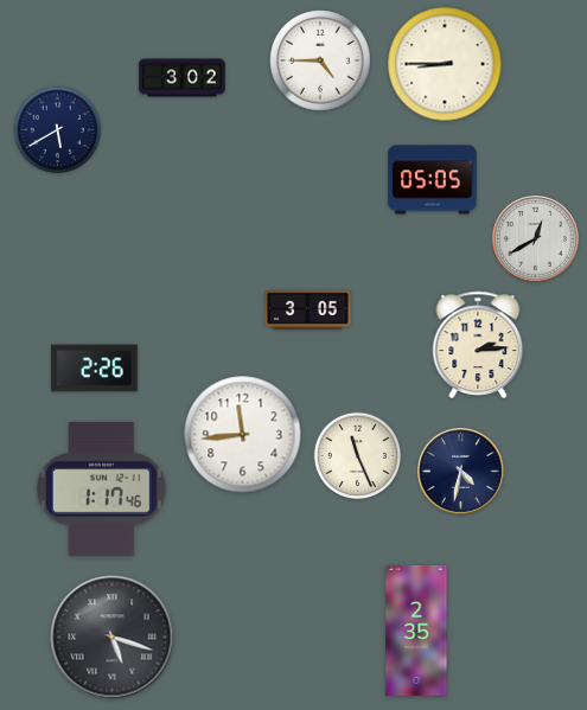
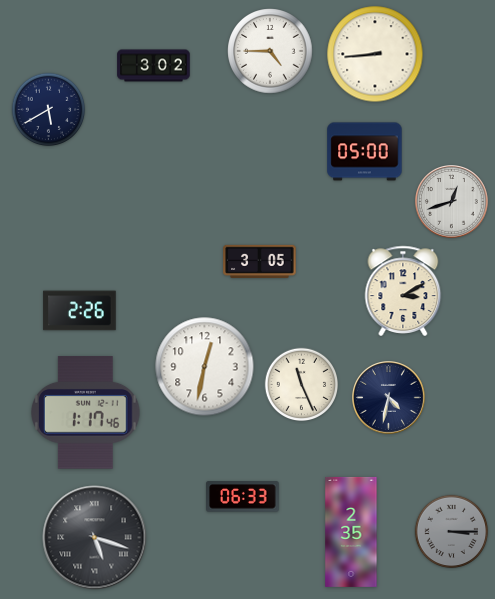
clock at (445, 64): 8:45 -> 8:44
clock at (433, 180): 05:05 -> 05:00
clock at (536, 239): 12:40 -> 12:42
clock at (478, 345): 2:14 -> 3:10
clock at (243, 435): 11:44 -> 12:32
clock at (243, 497): none -> 06:33
clock at (452, 532): none -> 3:15
